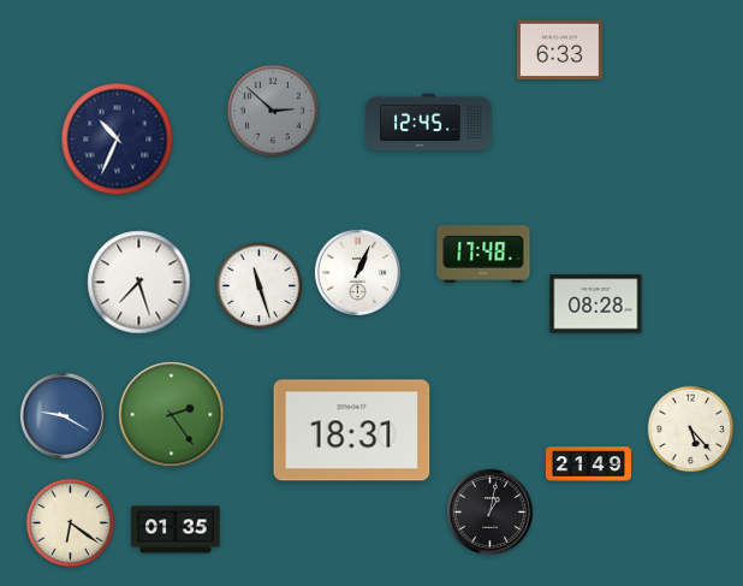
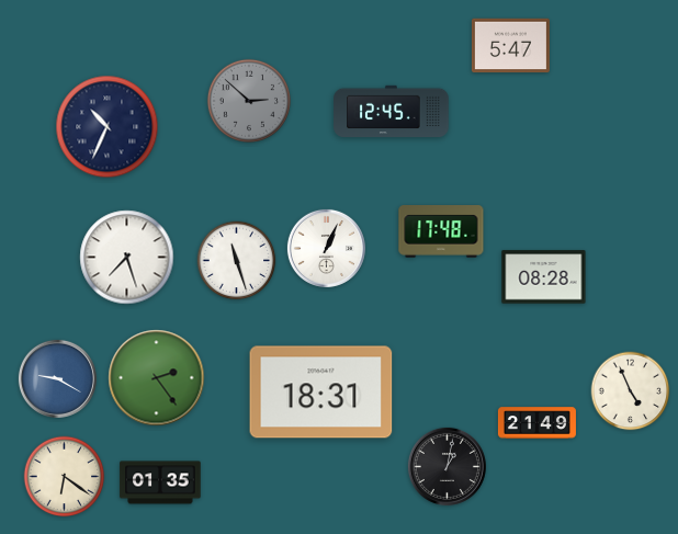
clock at (559, 51): 6:33 -> 5:47
clock at (691, 430): 5:23 -> 4:56
